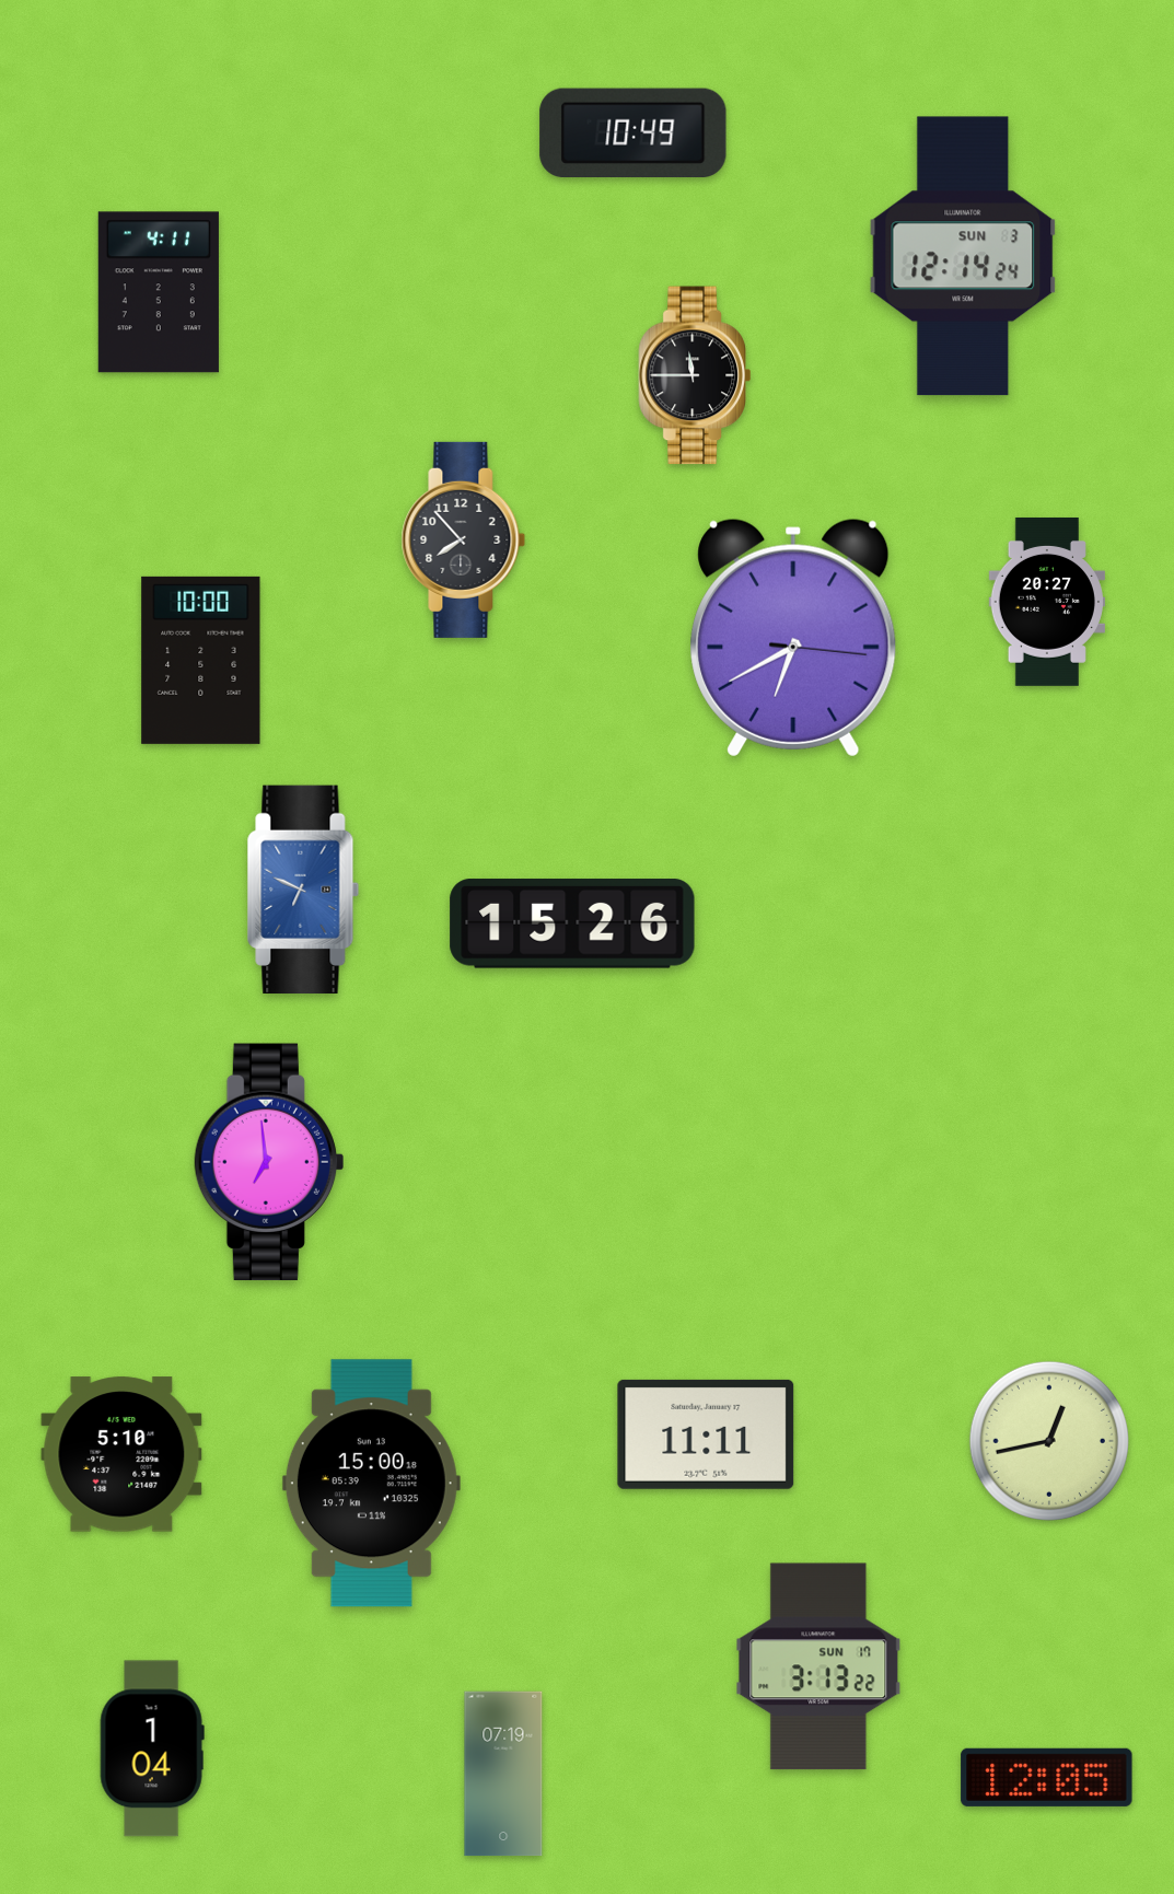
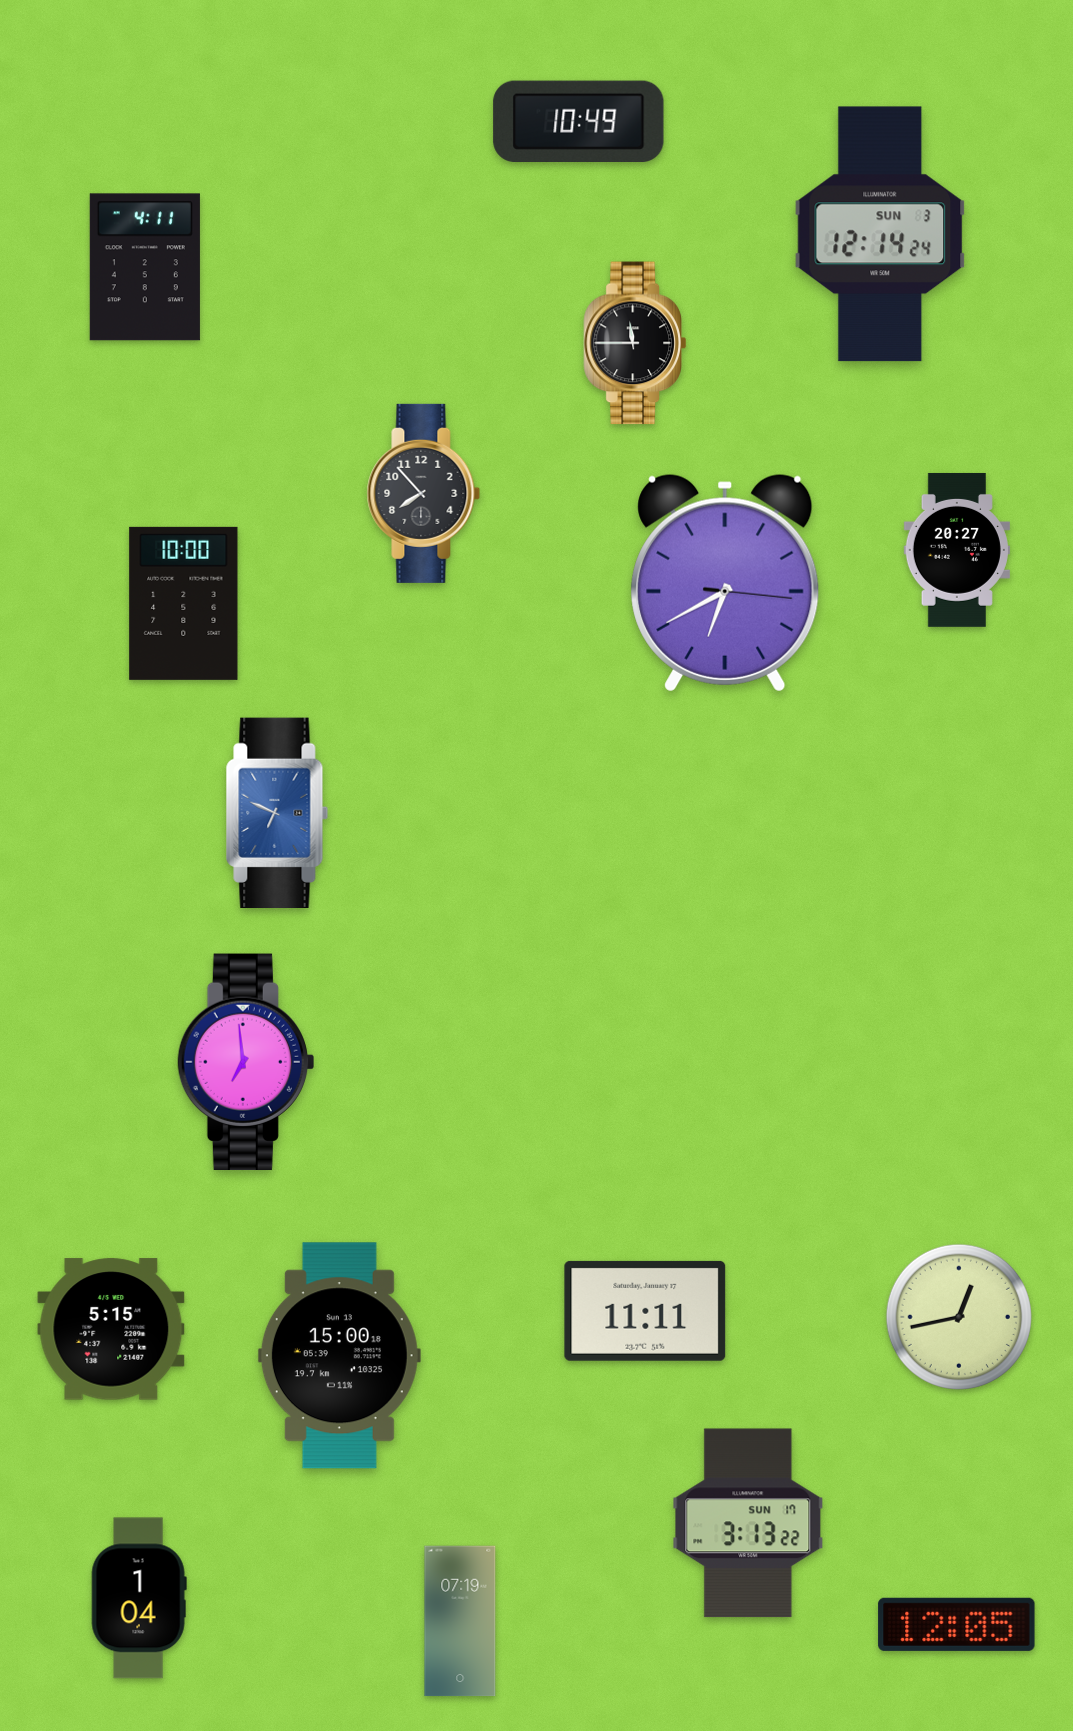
clock at (572, 923): 15:26 -> none
clock at (121, 1454): 5:10 -> 5:15
